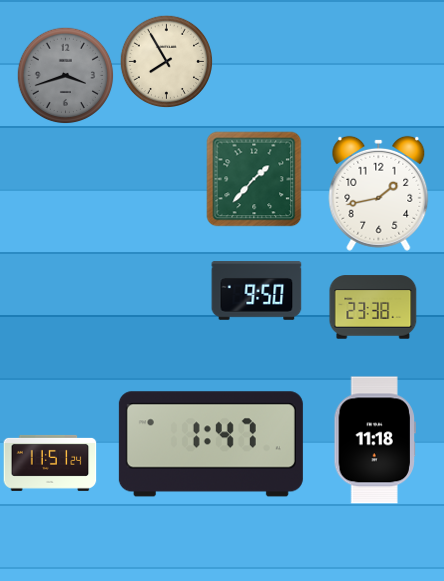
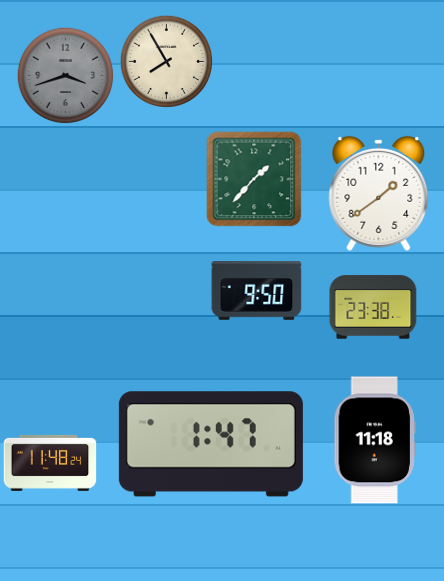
clock at (379, 193): 1:43 -> 1:39
clock at (50, 463): 11:51 -> 11:48
